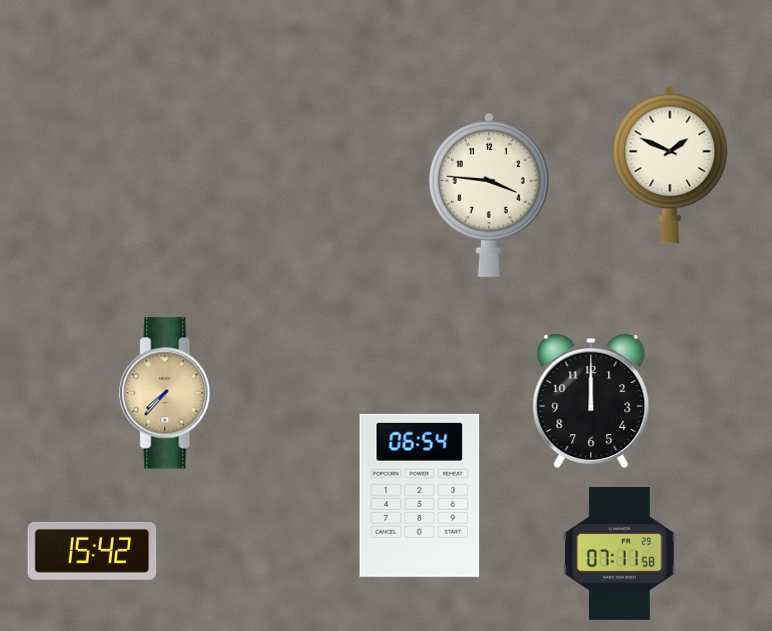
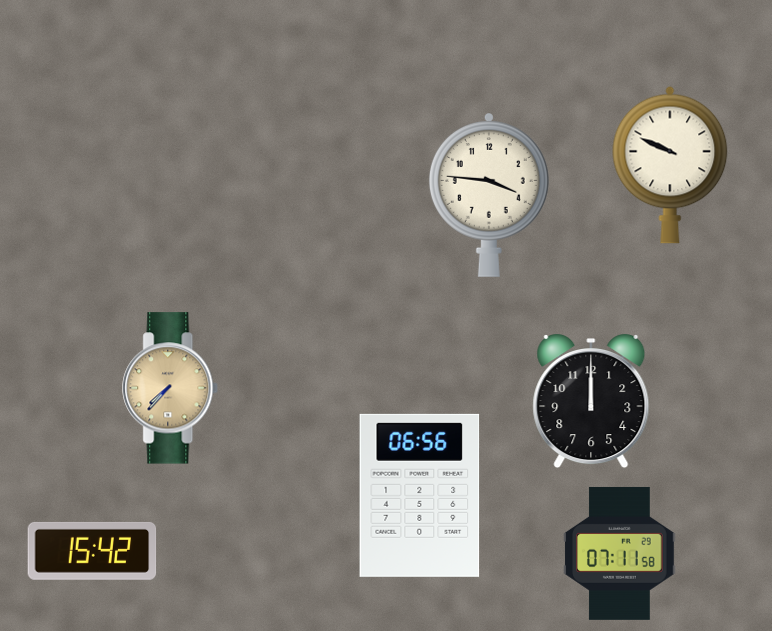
clock at (670, 165): 1:49 -> 9:49
clock at (168, 393) position: (168, 393) -> (171, 388)
clock at (420, 495): 06:54 -> 06:56
